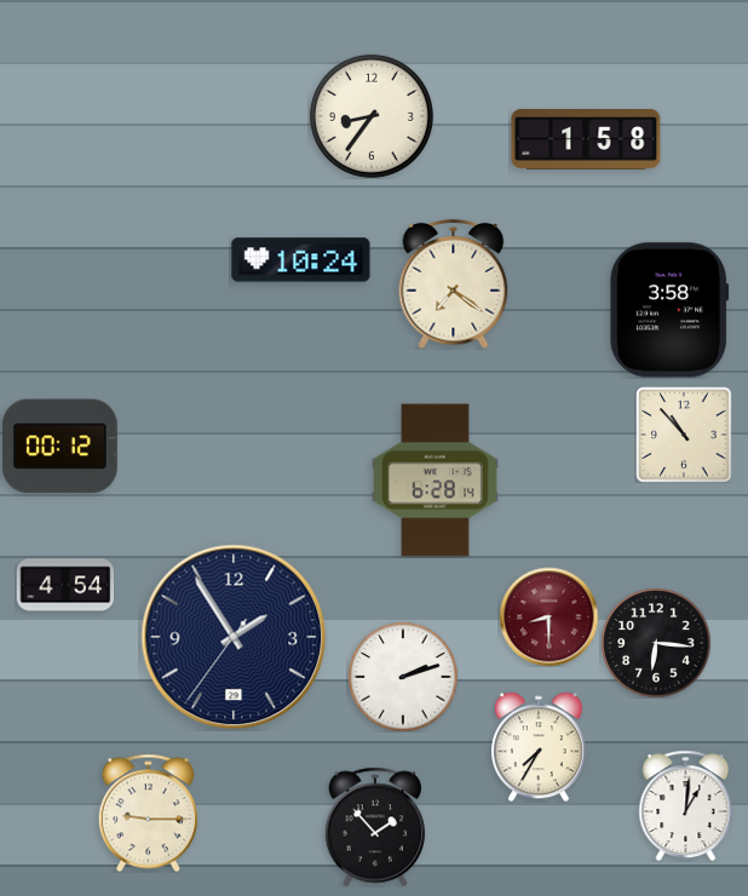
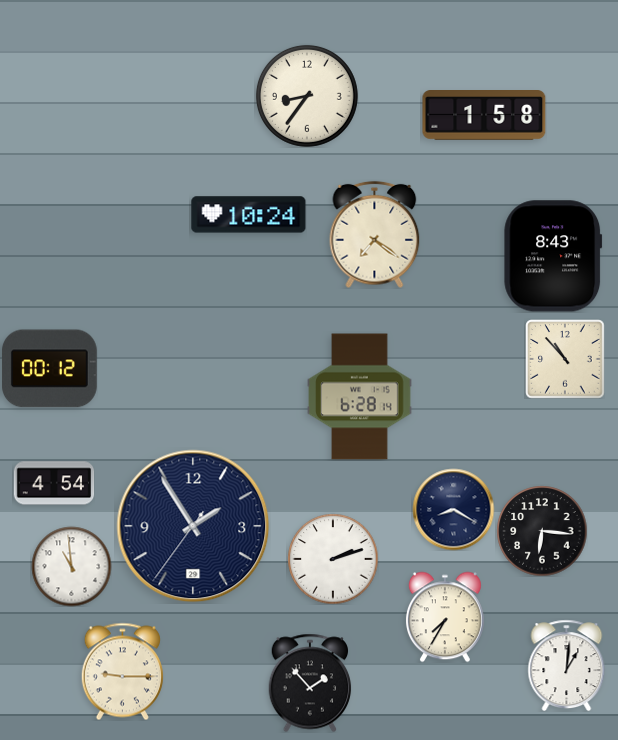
clock at (669, 310): 3:58 -> 8:43
clock at (548, 616): 8:30 -> 8:20
clock at (548, 616) dial: burgundy -> navy
clock at (71, 566): none -> 10:59
